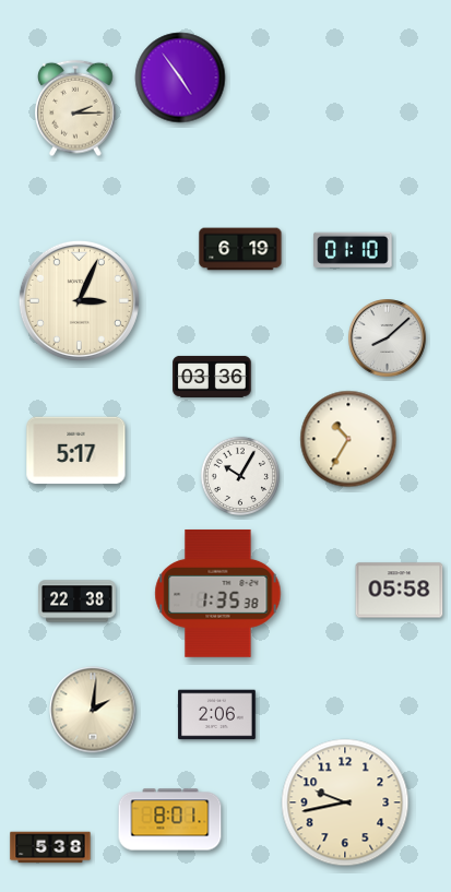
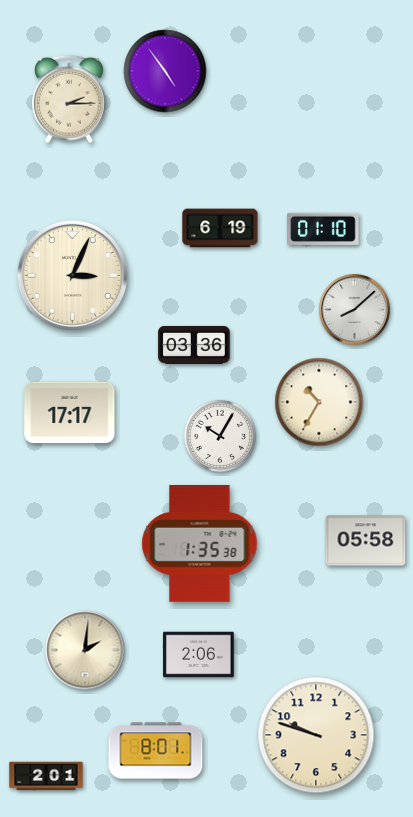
clock at (76, 451): 5:17 -> 17:17
clock at (78, 602): 22:38 -> none
clock at (345, 802): 9:43 -> 9:48
clock at (50, 847): 5:38 -> 2:01
